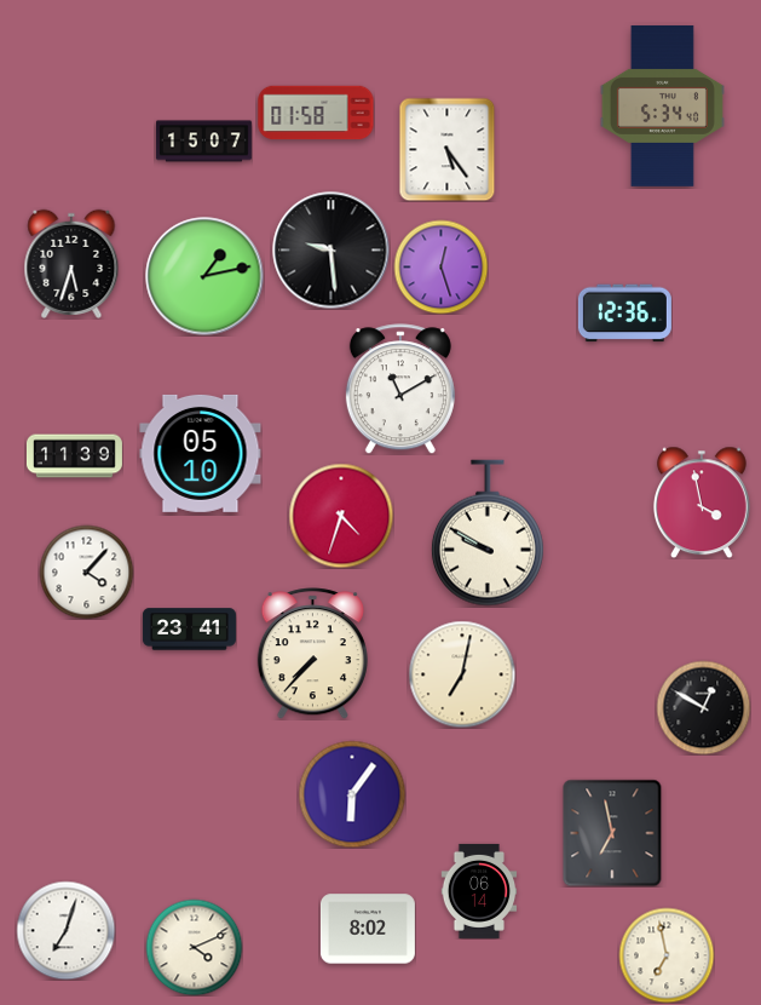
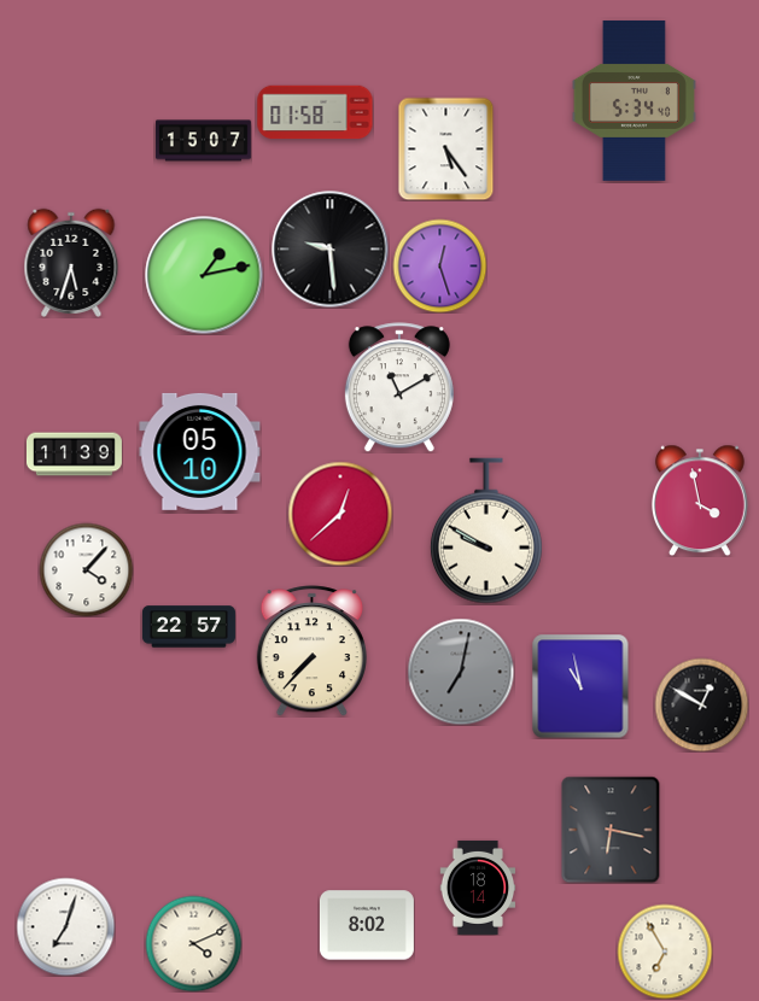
clock at (662, 105) position: (662, 105) -> (634, 100)
clock at (624, 314): 12:36 -> none
clock at (341, 516): 4:33 -> 12:38
clock at (189, 630): 23:41 -> 22:57
clock at (462, 674) dial: cream -> grey
clock at (580, 686): none -> 10:58
clock at (352, 794): 6:06 -> none
clock at (612, 833): 6:58 -> 6:17
clock at (479, 891): 06:14 -> 18:14
clock at (667, 955): 6:58 -> 6:55
